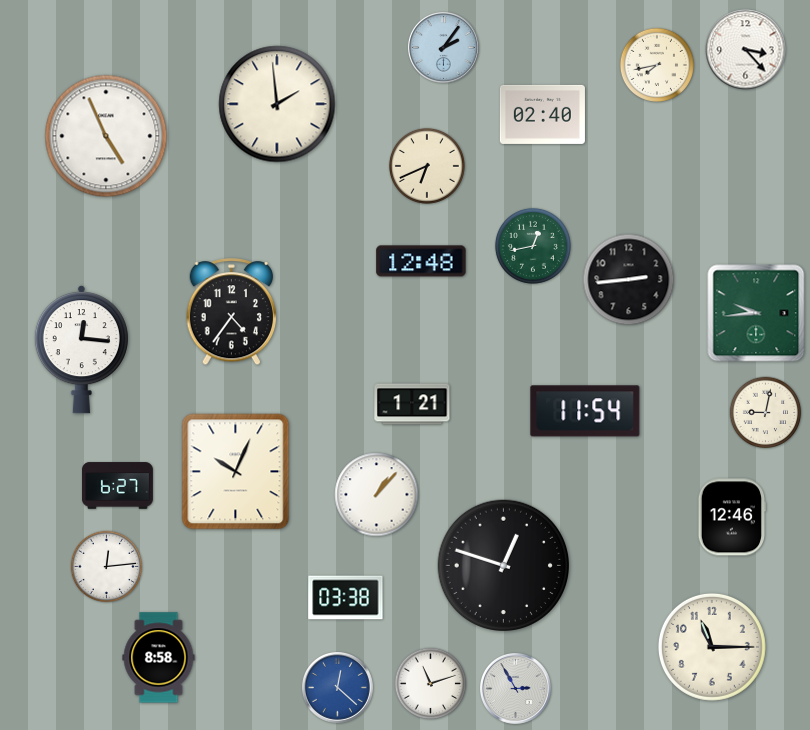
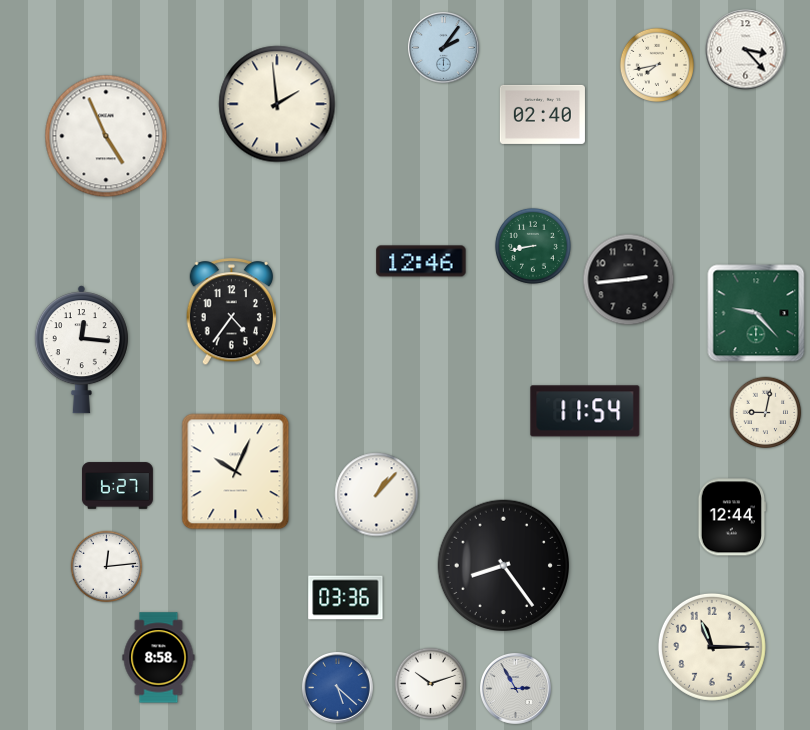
clock at (427, 166): 6:41 -> none
clock at (533, 246): 12:43 -> 8:43
clock at (421, 261): 12:48 -> 12:46
clock at (756, 313): 9:44 -> 9:23
clock at (412, 404): 1:21 -> none
clock at (731, 517): 12:46 -> 12:44
clock at (503, 565): 12:48 -> 8:24
clock at (346, 598): 03:38 -> 03:36
clock at (431, 684): 11:12 -> 10:12
clock at (337, 687): 12:22 -> 5:22
